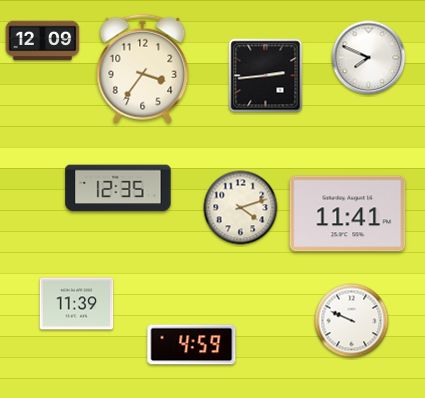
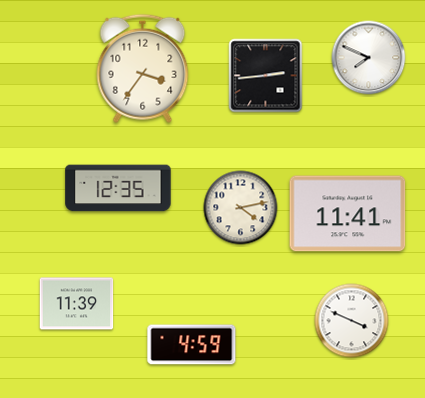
clock at (43, 41): 12:09 -> none
clock at (241, 208): 4:12 -> 4:13
clock at (352, 321): 9:49 -> 3:49
